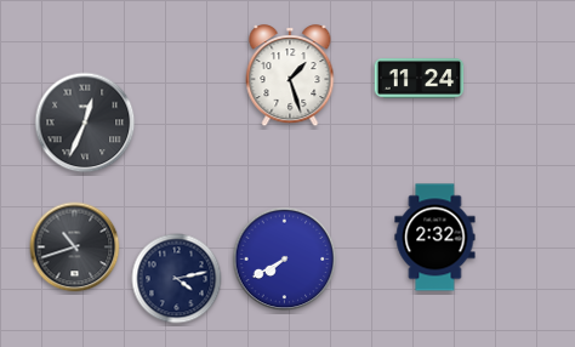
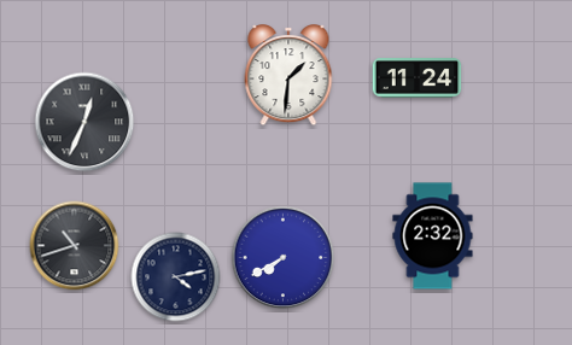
clock at (290, 76): 1:27 -> 1:31
